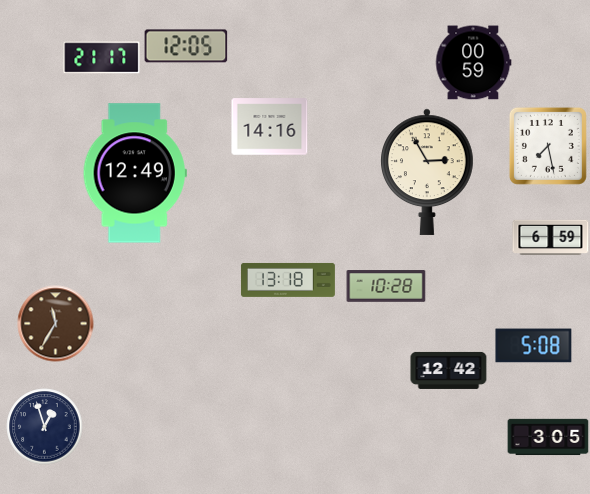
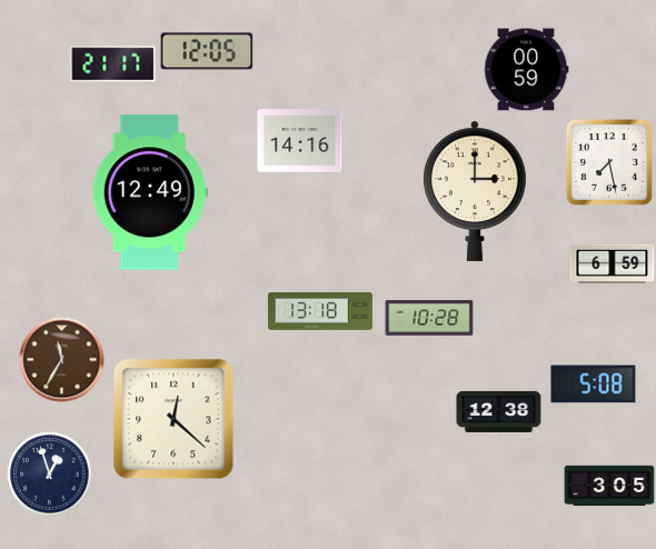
clock at (428, 172): 2:55 -> 3:00
clock at (449, 370): 12:42 -> 12:38
clock at (173, 419): none -> 12:22
